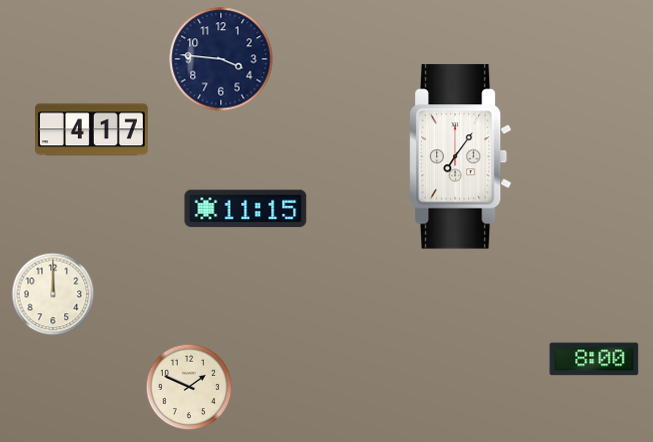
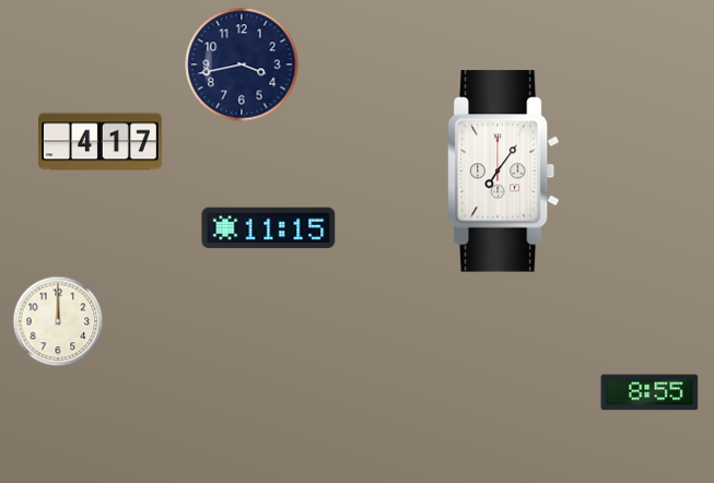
clock at (221, 59): 3:46 -> 3:43
clock at (594, 359): 8:00 -> 8:55
clock at (189, 387): 1:49 -> none
